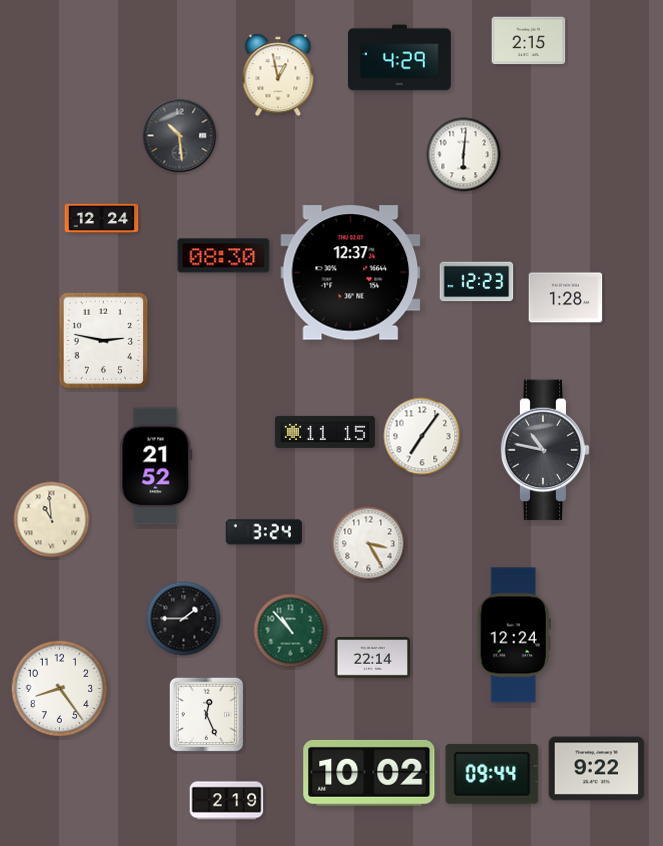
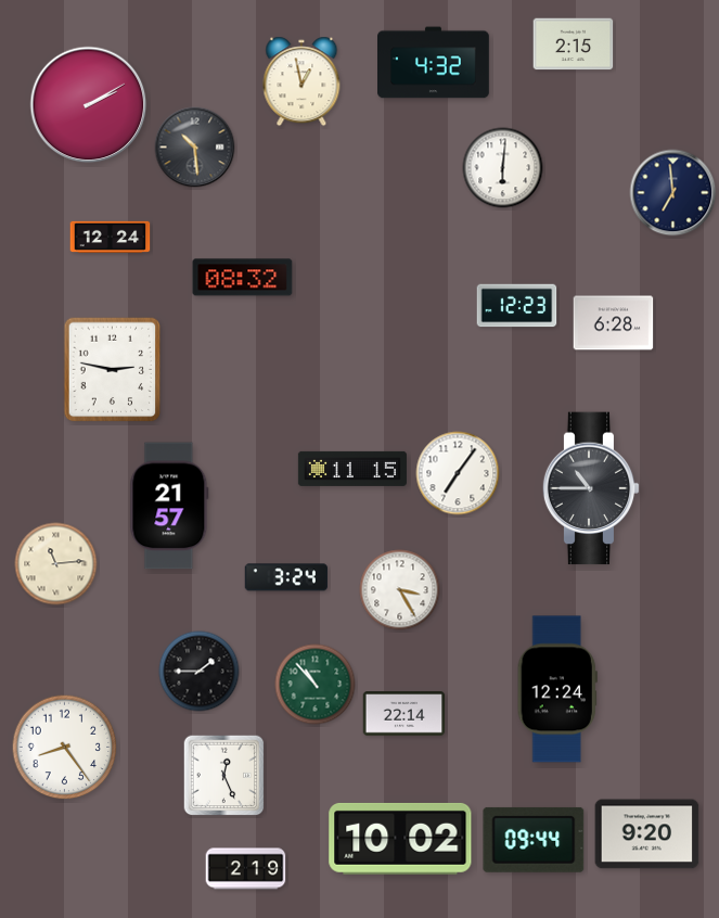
clock at (400, 58): 4:29 -> 4:32
clock at (89, 105): none -> 2:10
clock at (673, 193): none -> 6:59
clock at (224, 256): 08:30 -> 08:32
clock at (351, 273): 12:37 -> none
clock at (566, 298): 1:28 -> 6:28
clock at (545, 450): 10:47 -> 10:45
clock at (156, 466): 21:52 -> 21:57
clock at (52, 520): 10:59 -> 11:14
clock at (597, 769): 9:22 -> 9:20
